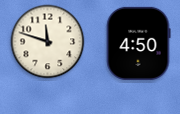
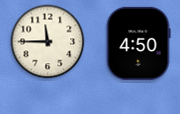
clock at (48, 42): 11:48 -> 11:45
